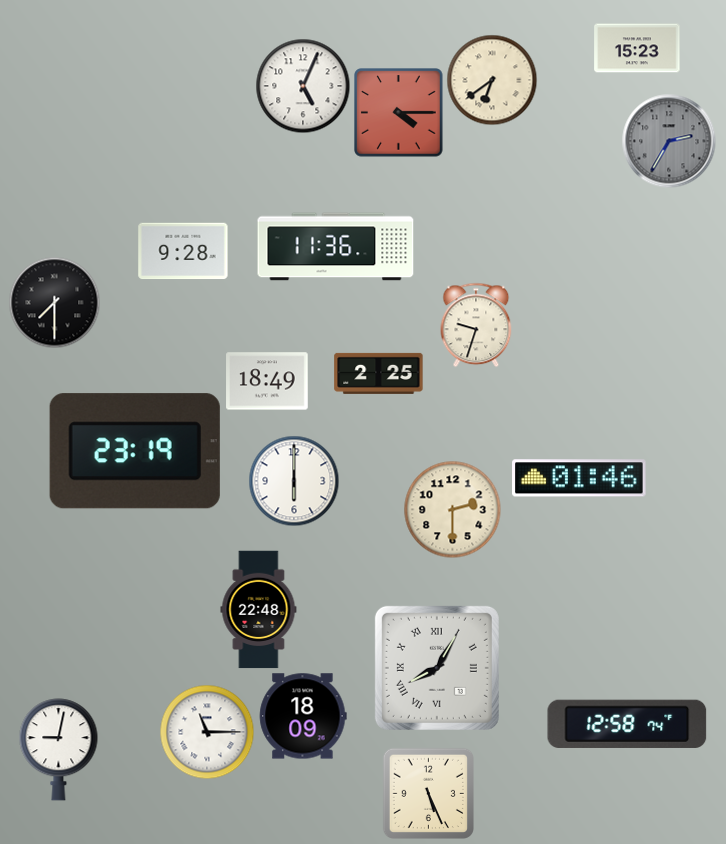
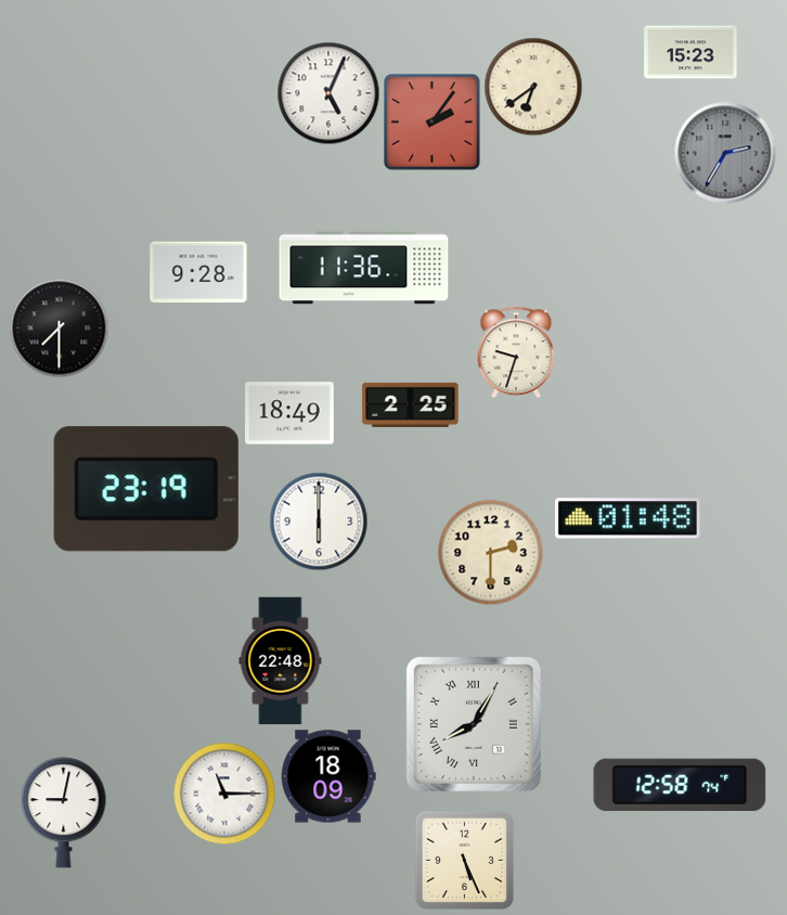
clock at (399, 113): 4:15 -> 2:06
clock at (579, 478): 01:46 -> 01:48
